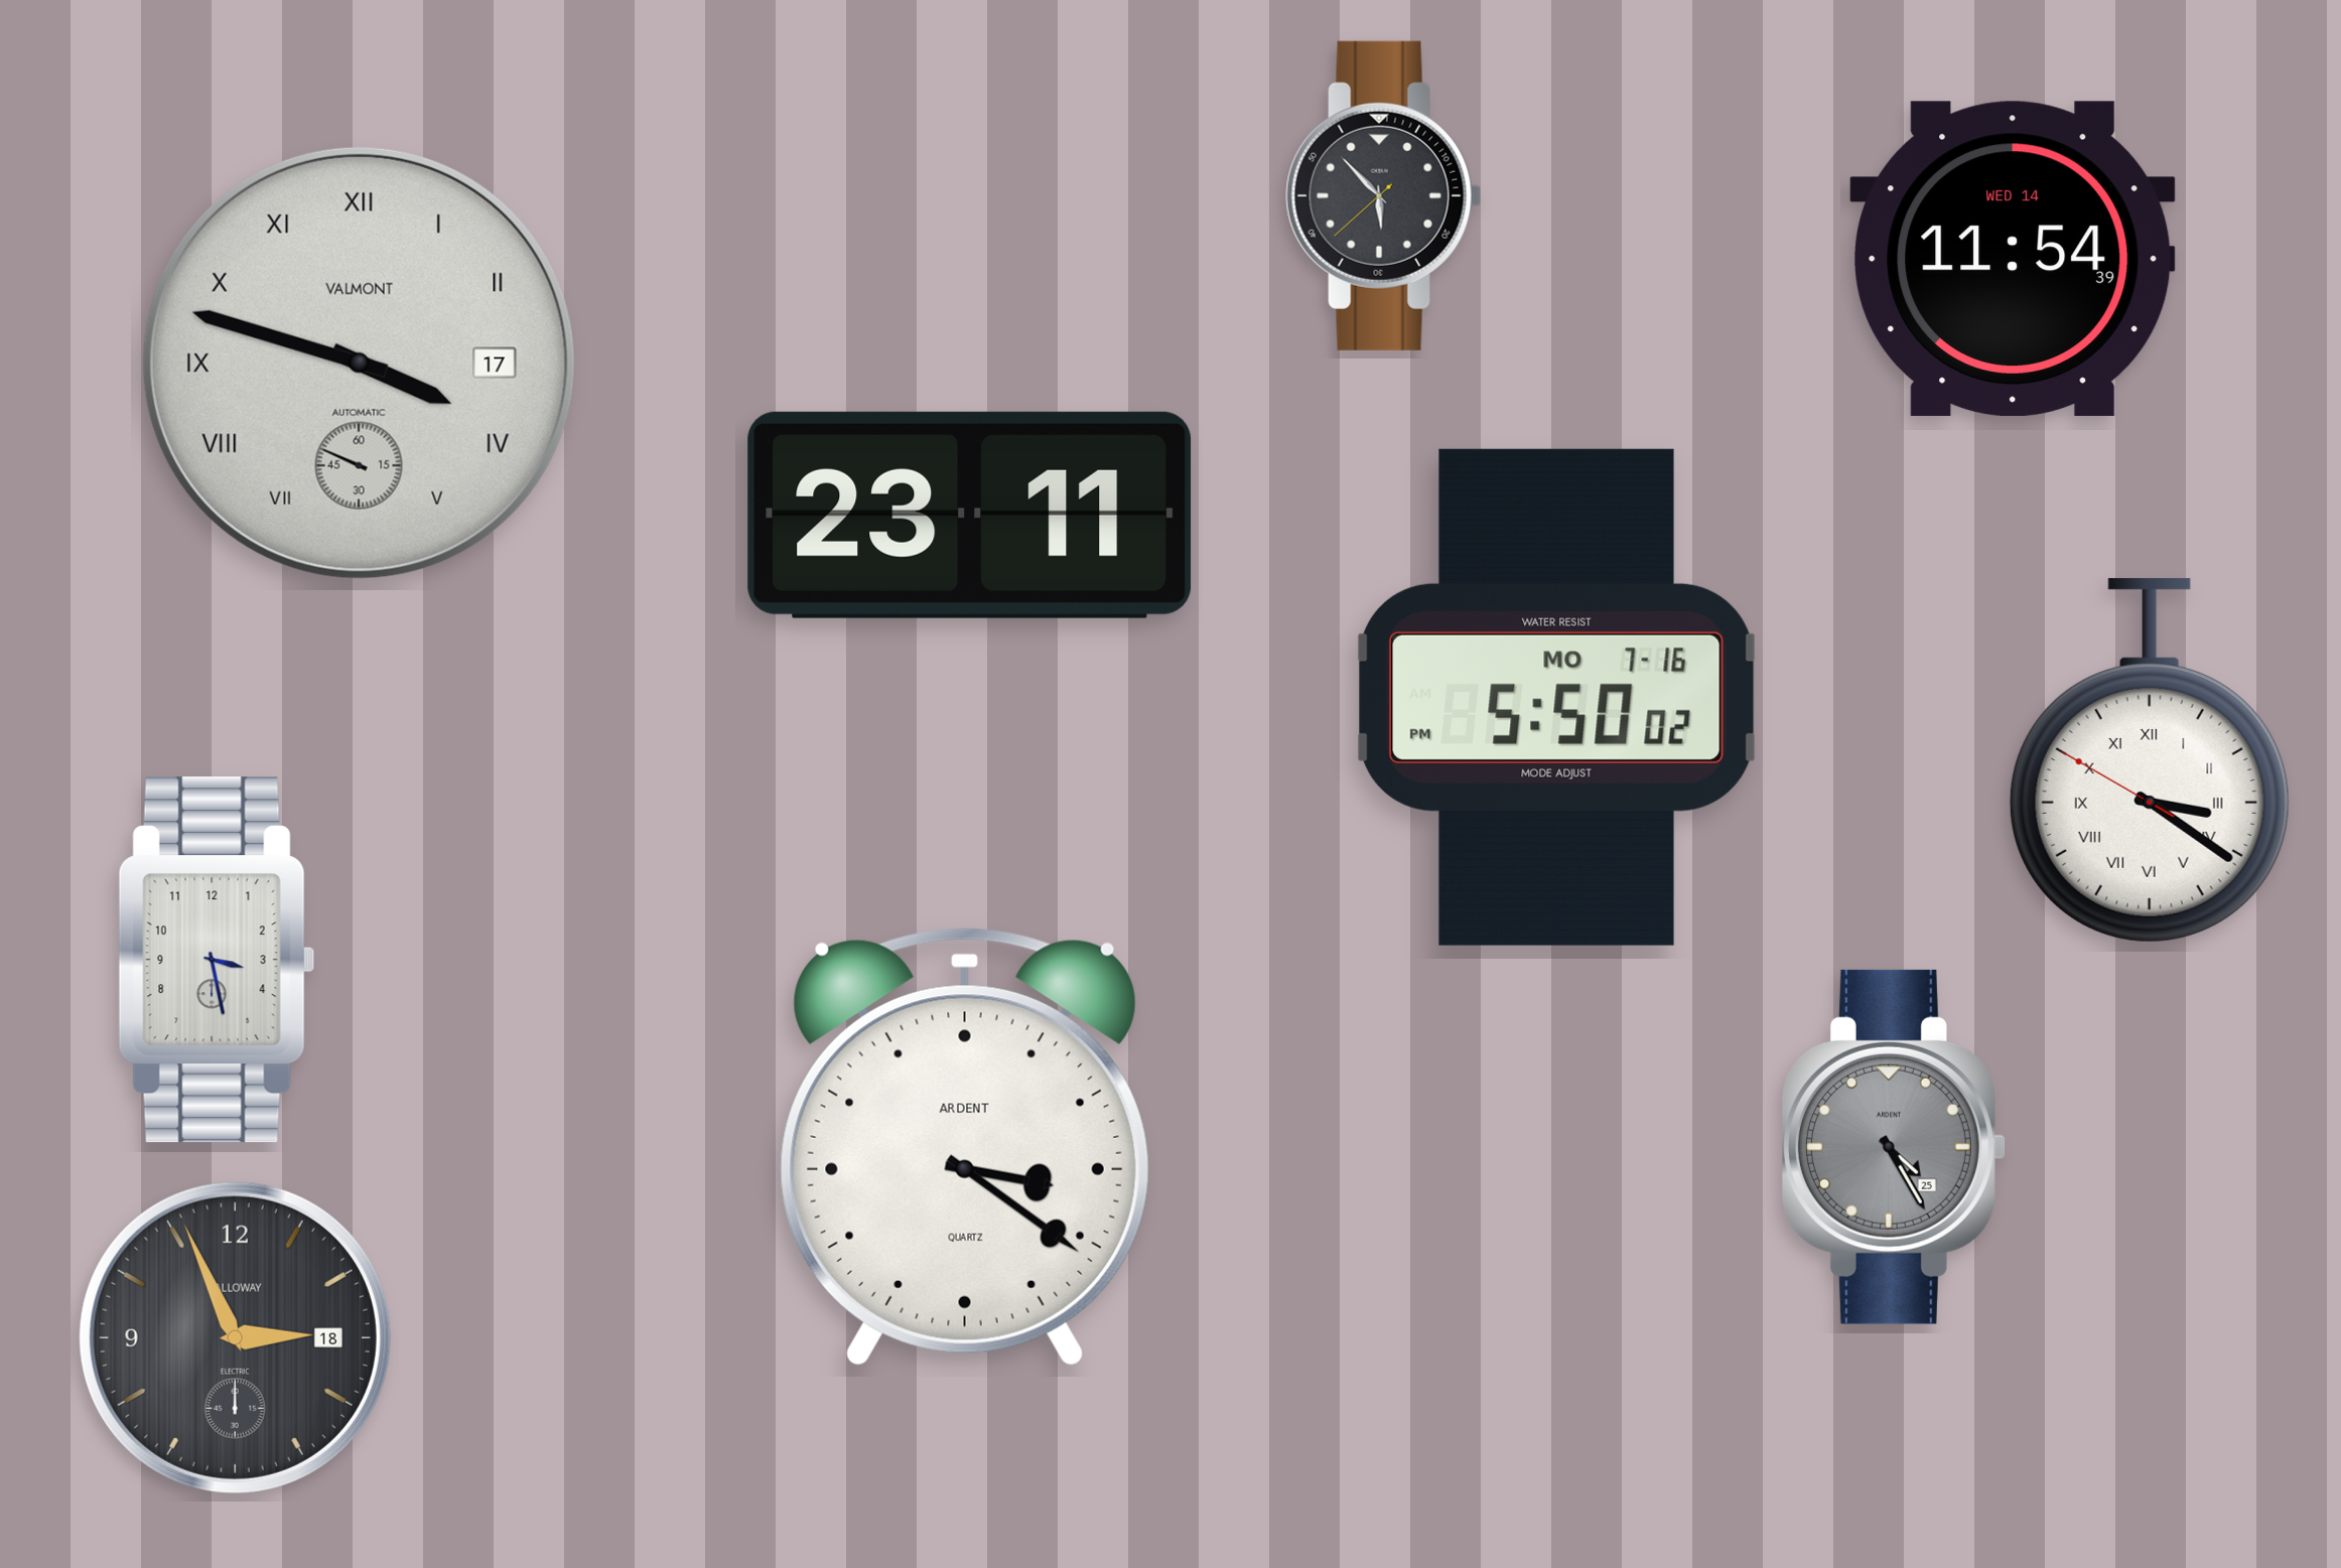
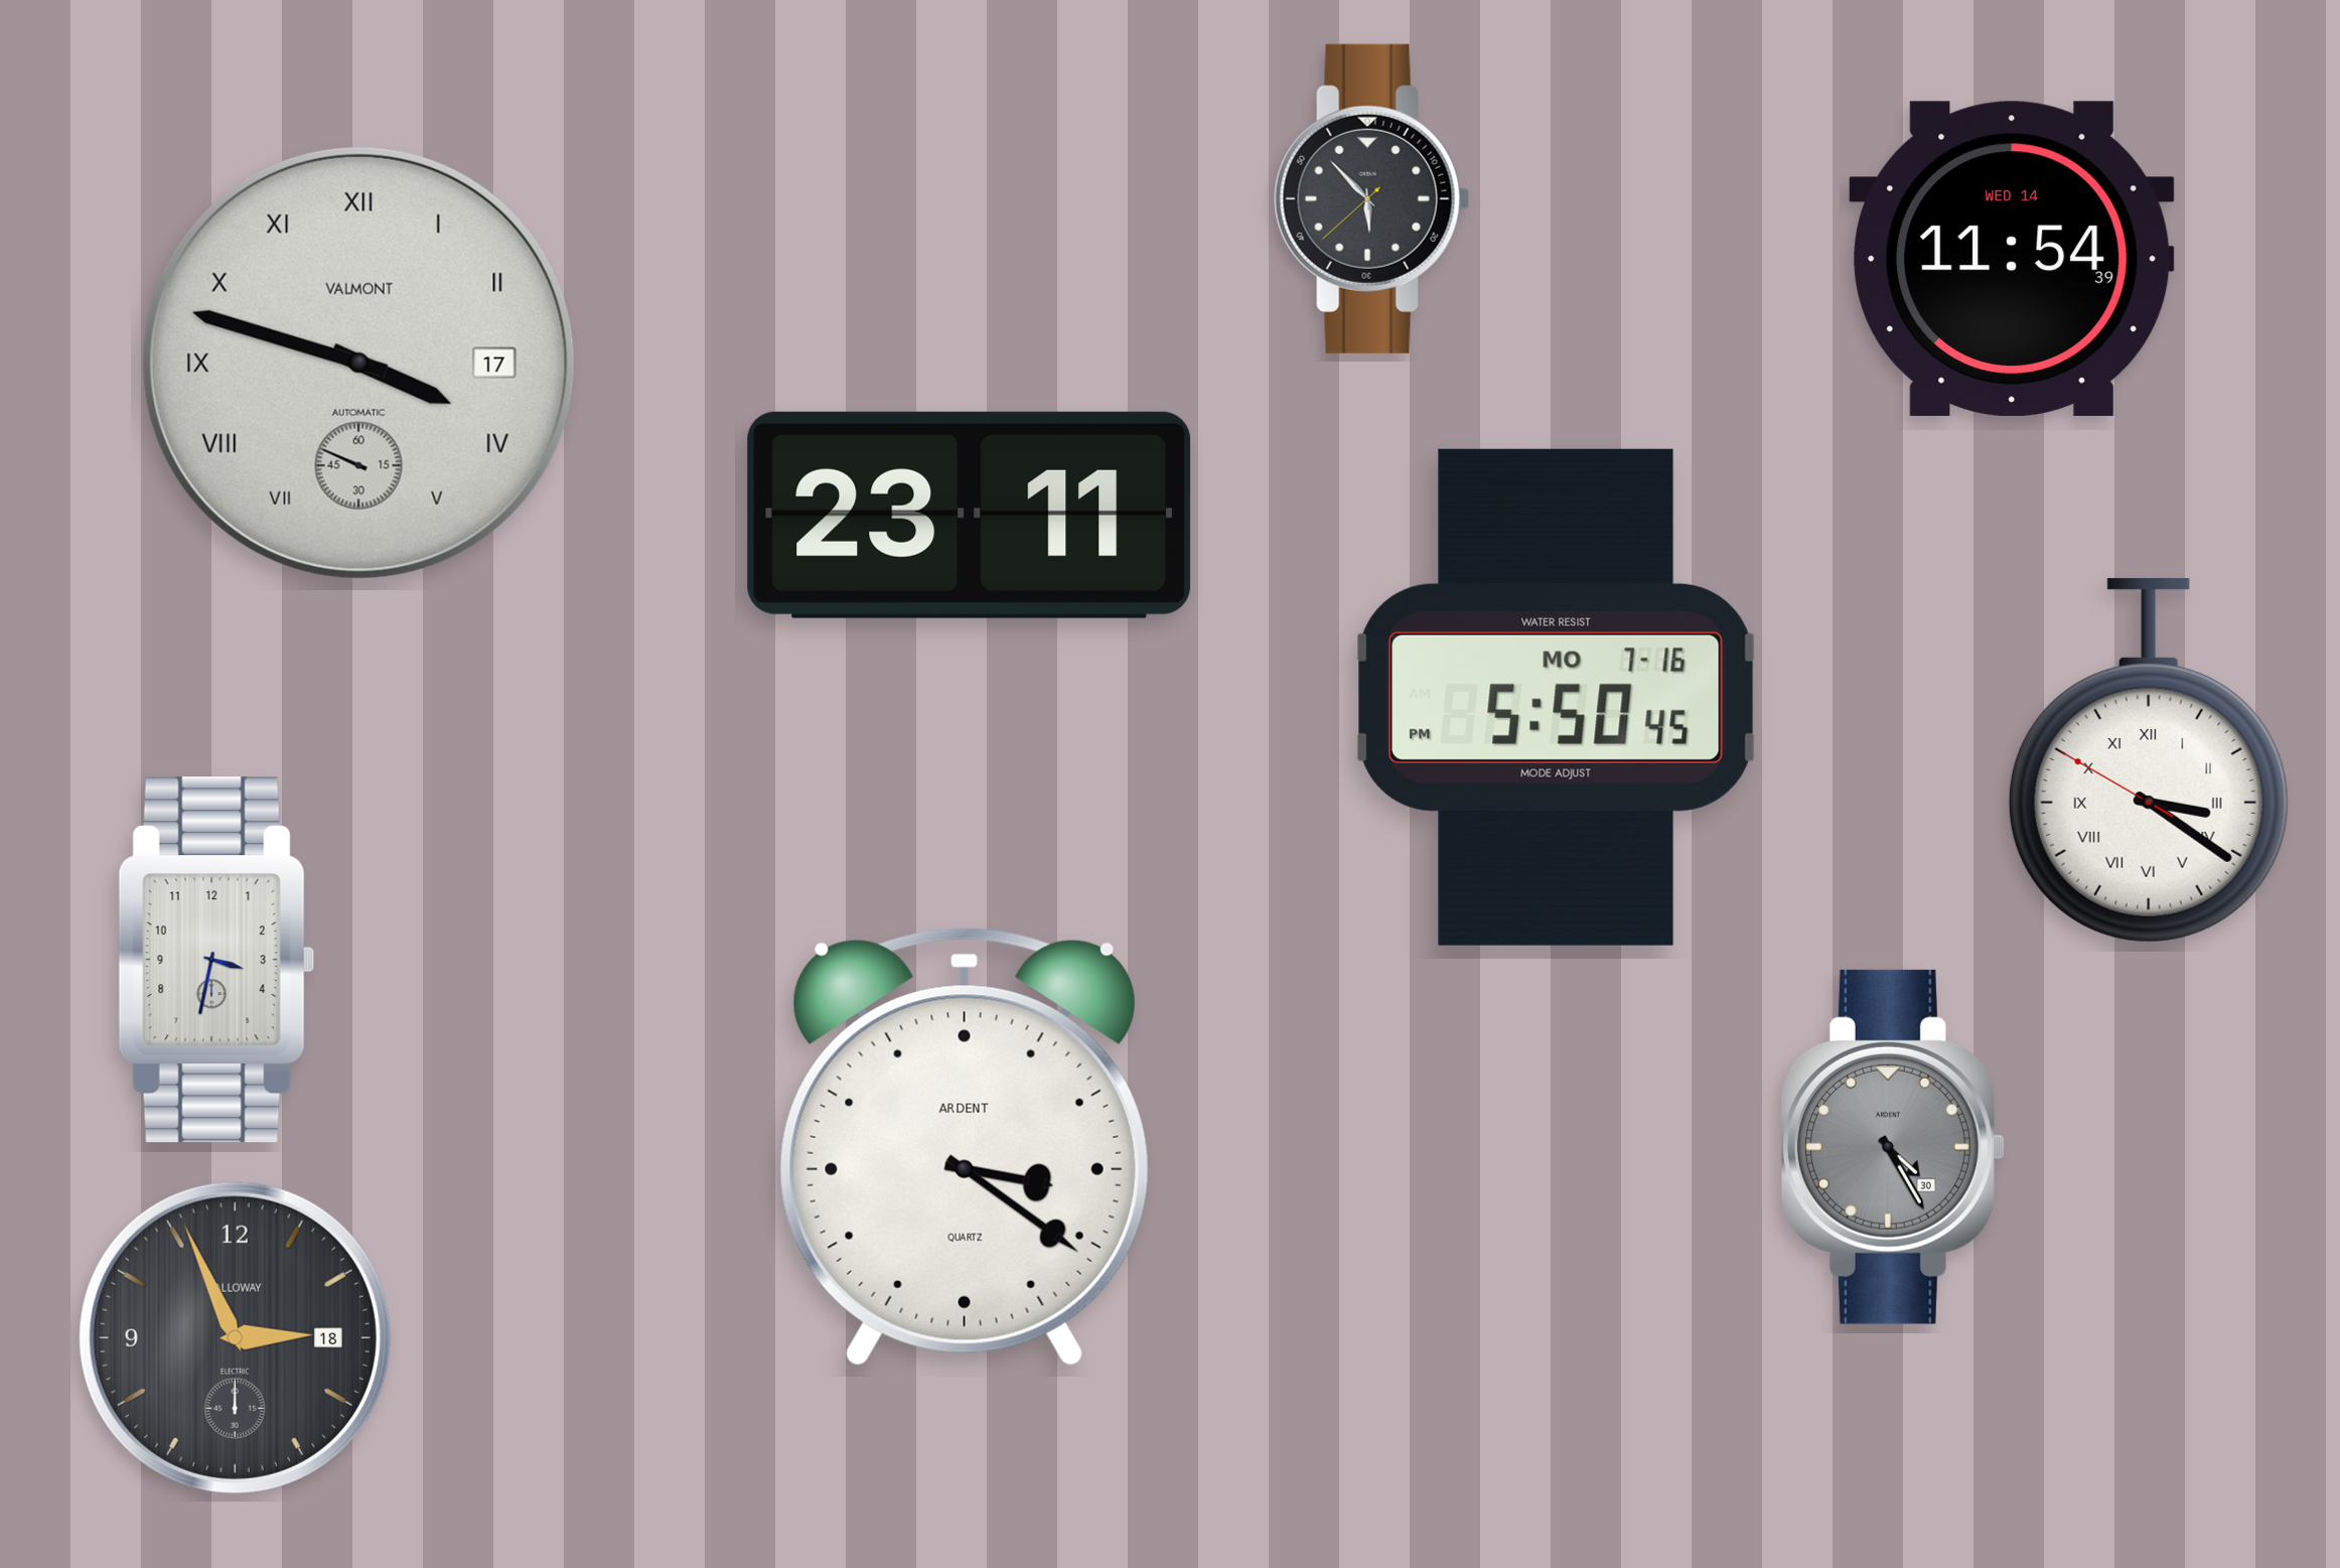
clock at (1384, 195) position: (1384, 195) -> (1372, 198)
clock at (1557, 697): 5:50:02 PM -> 5:50:45 PM
clock at (217, 960): 3:28 -> 3:32
clock at (1894, 1147) date: 25 -> 30
